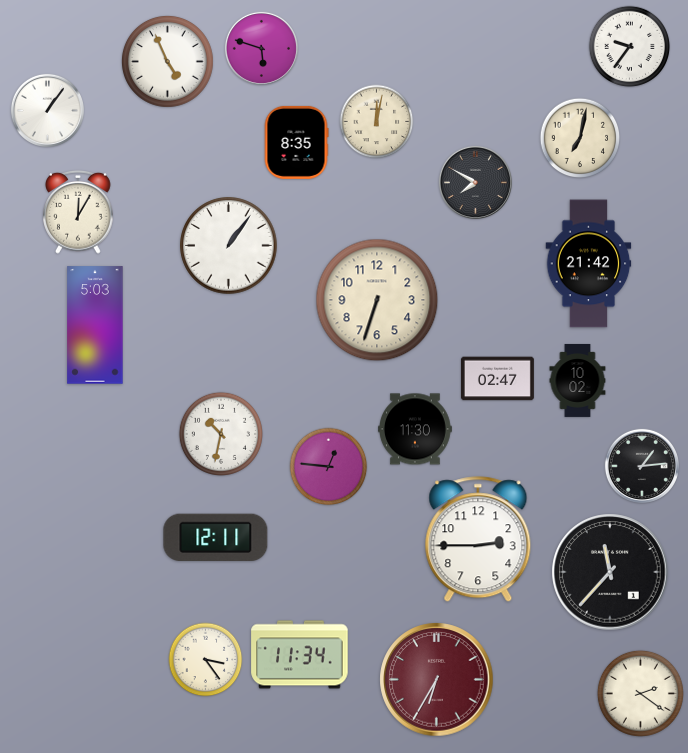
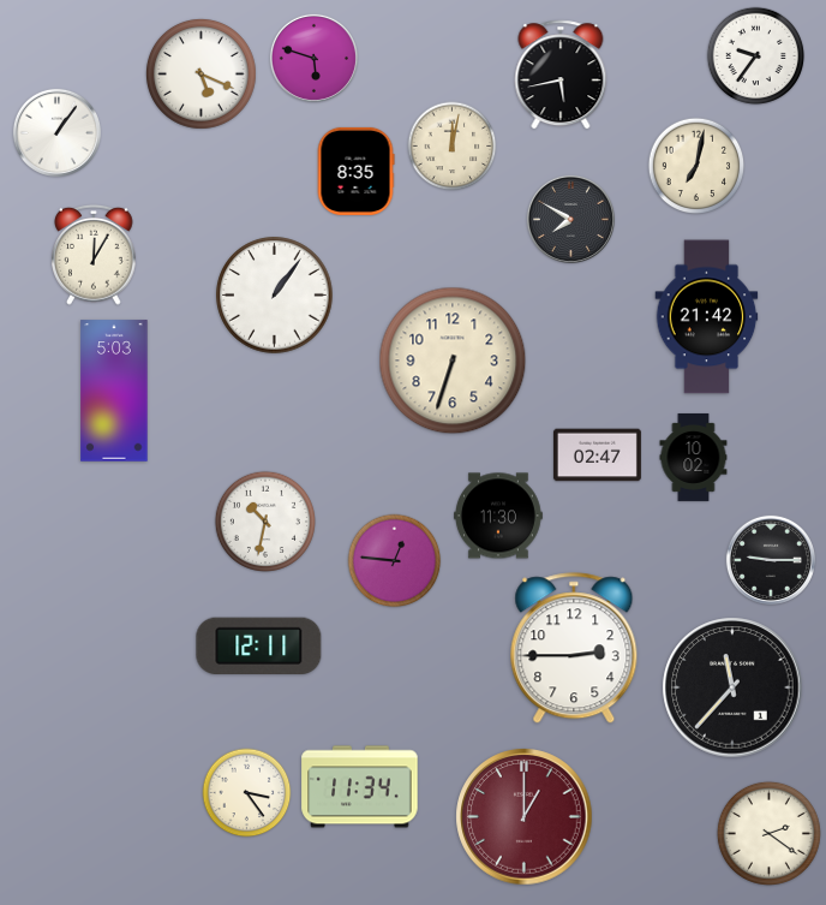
clock at (168, 62): 4:56 -> 5:19
clock at (561, 75): none -> 5:43
clock at (642, 466): 1:14 -> 9:15
clock at (437, 680): 6:35 -> 1:00
